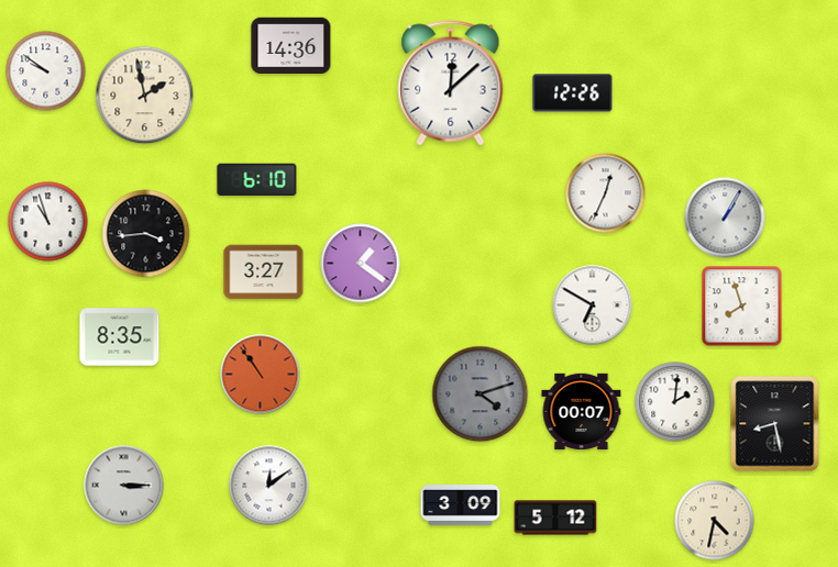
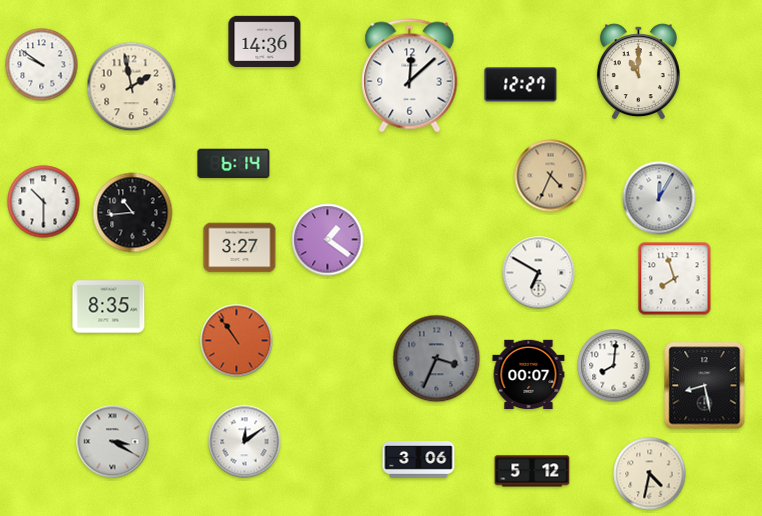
clock at (638, 72): none -> 11:00
clock at (573, 93): 12:26 -> 12:27
clock at (257, 180): 6:10 -> 6:14
clock at (606, 193): 12:34 -> 4:34
clock at (606, 193) dial: white -> champagne
clock at (725, 218): 1:05 -> 12:05
clock at (48, 222): 10:57 -> 10:30
clock at (146, 234): 3:44 -> 10:44
clock at (593, 305) position: (593, 305) -> (539, 273)
clock at (481, 394): 4:12 -> 3:34
clock at (675, 402): 2:01 -> 8:01
clock at (124, 486): 3:15 -> 3:20
clock at (461, 505): 3:09 -> 3:06
clock at (555, 518) position: (555, 518) -> (532, 471)
